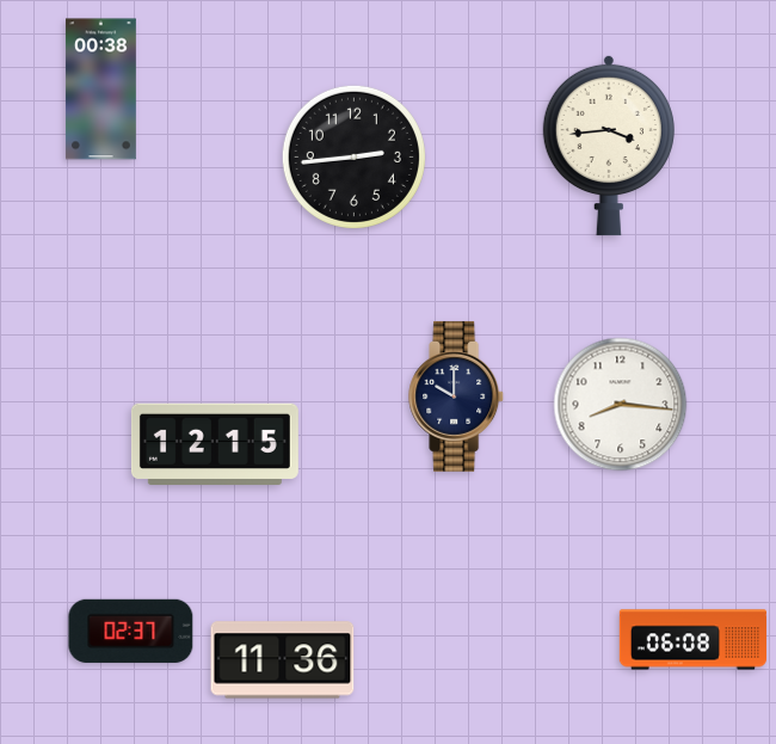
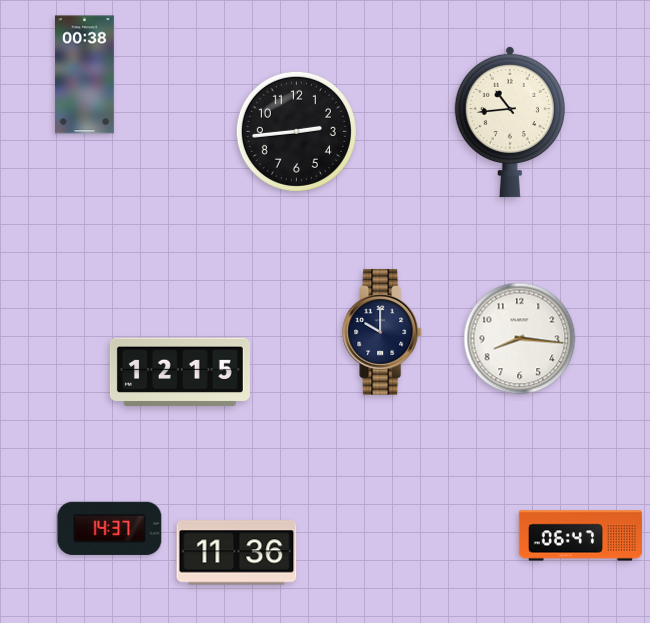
clock at (609, 146): 3:44 -> 10:44
clock at (131, 631): 02:37 -> 14:37
clock at (694, 640): 06:08 -> 06:47
